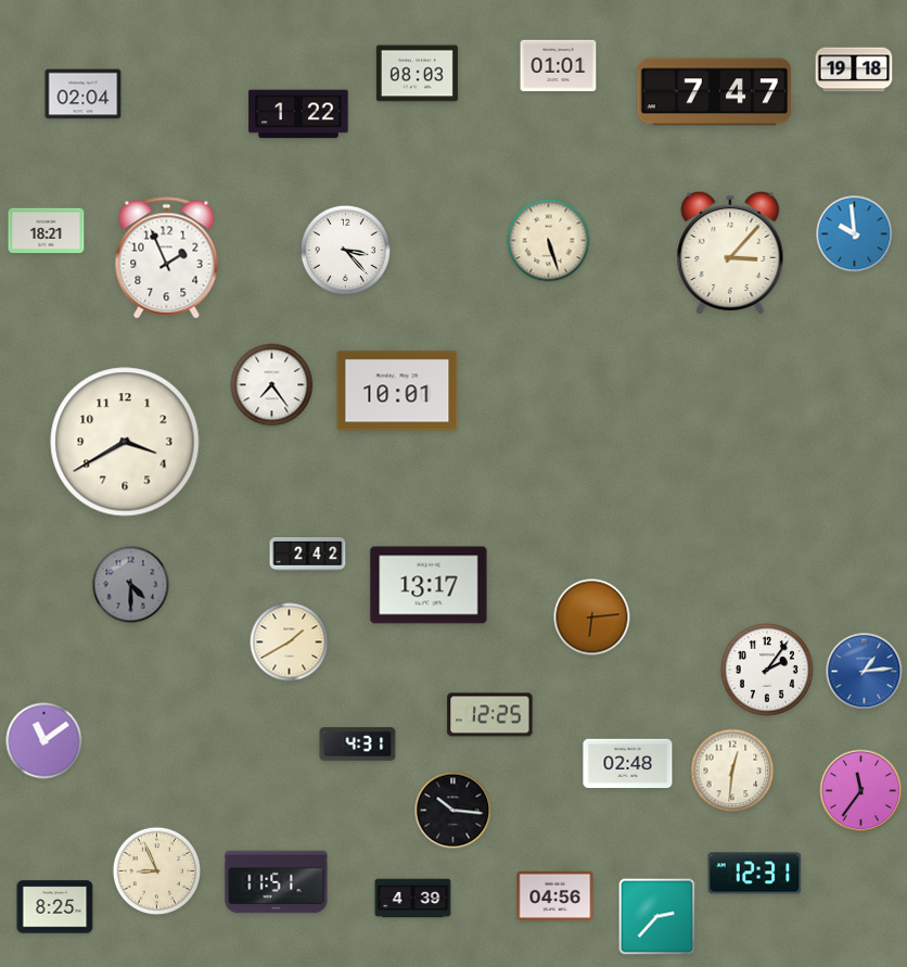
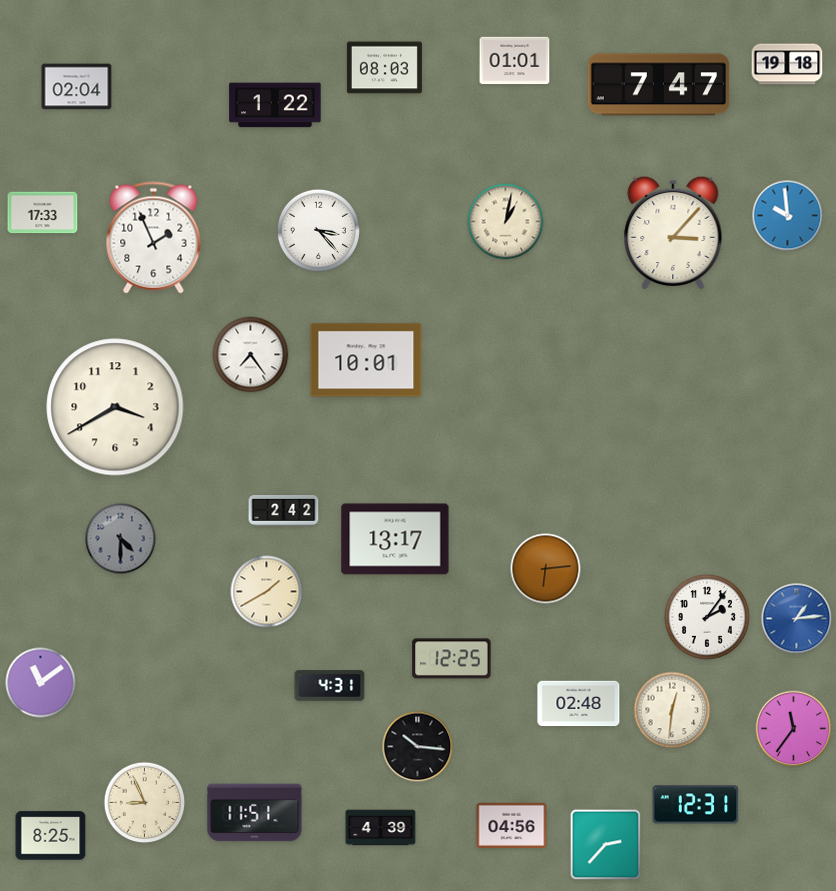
clock at (47, 231): 18:21 -> 17:33
clock at (549, 241): 5:27 -> 1:02
clock at (732, 771) position: (732, 771) -> (672, 710)
